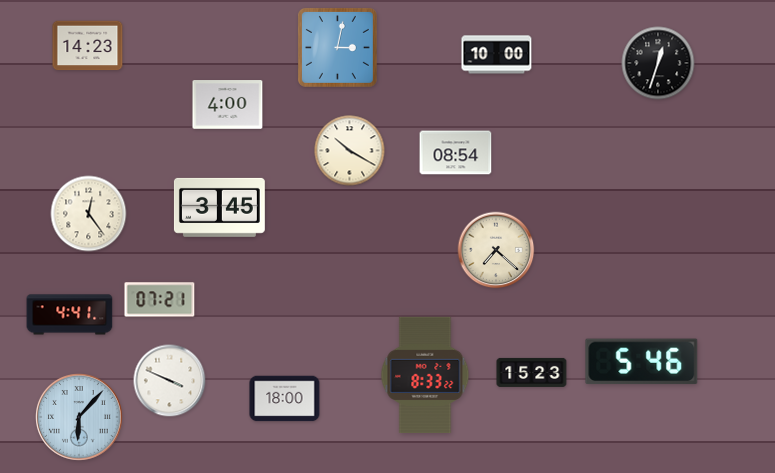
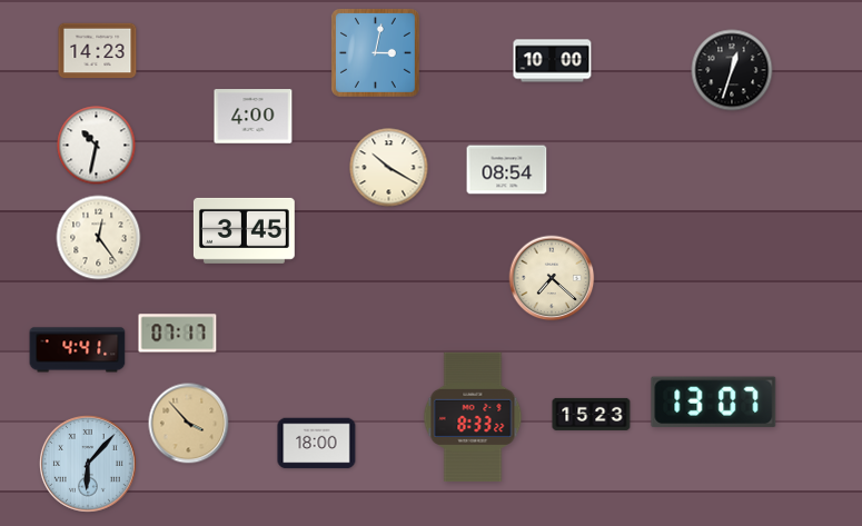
clock at (97, 146): none -> 10:32
clock at (160, 300): 07:21 -> 07:17
clock at (642, 362): 5:46 -> 13:07
clock at (170, 381): 3:49 -> 3:53
clock at (170, 381) dial: white -> champagne
